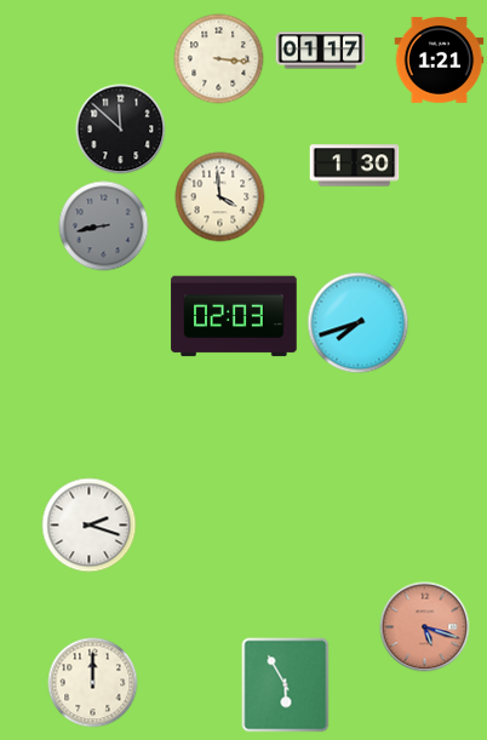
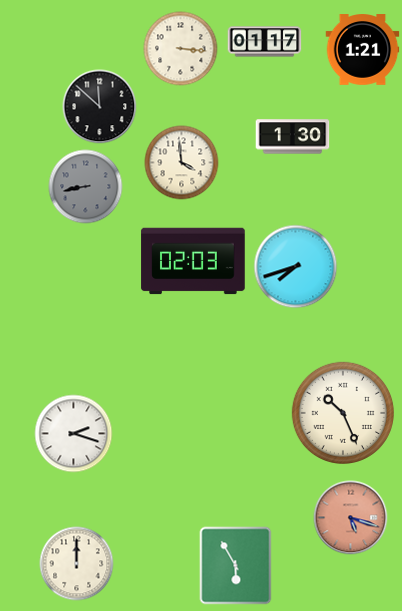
clock at (342, 412): none -> 10:26
